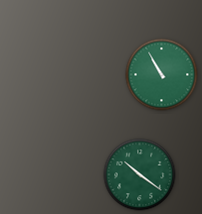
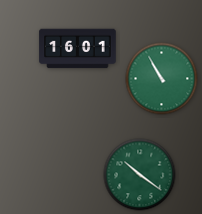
clock at (78, 49): none -> 16:01
clock at (162, 75) position: (162, 75) -> (162, 79)
